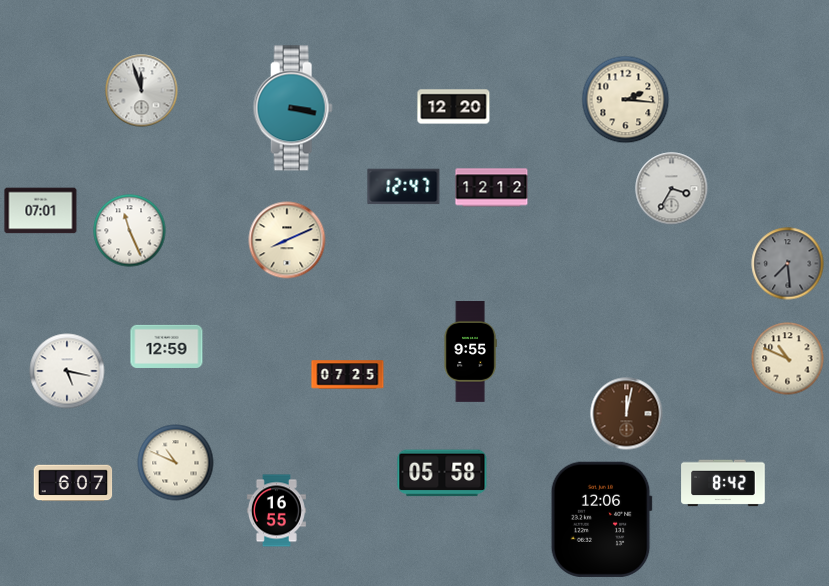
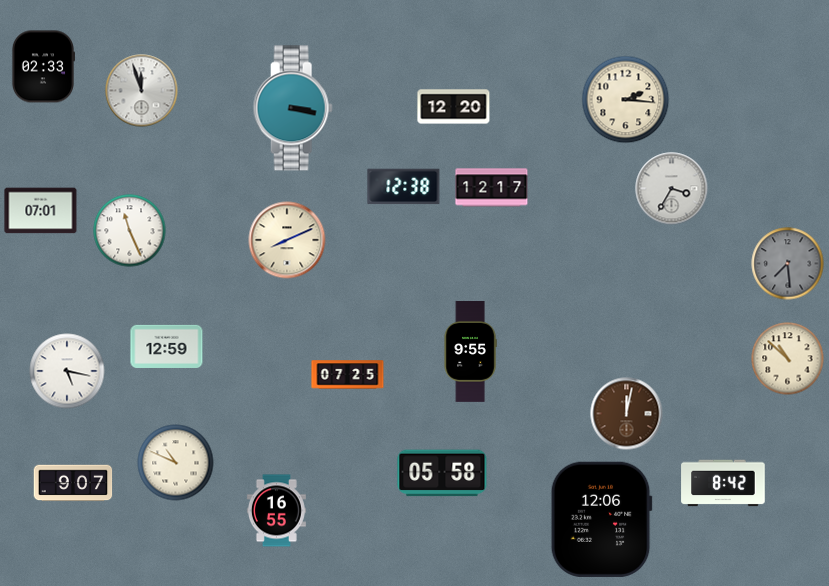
clock at (42, 67): none -> 02:33
clock at (404, 187): 12:47 -> 12:38
clock at (492, 188): 12:12 -> 12:17
clock at (788, 359): 10:49 -> 10:52
clock at (73, 483): 6:07 -> 9:07
